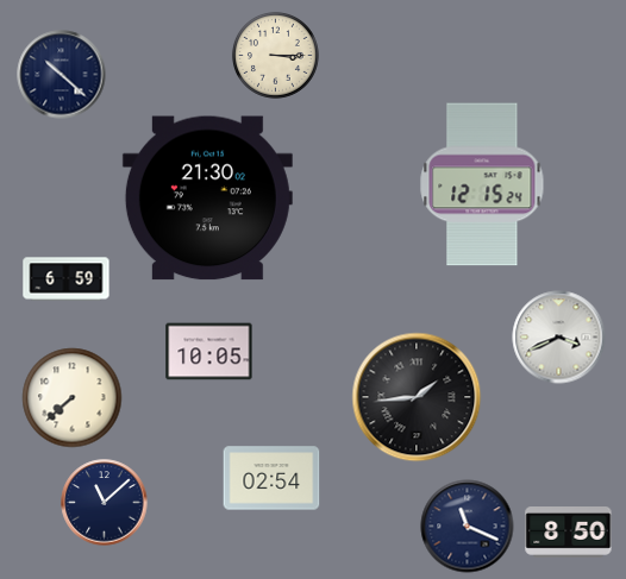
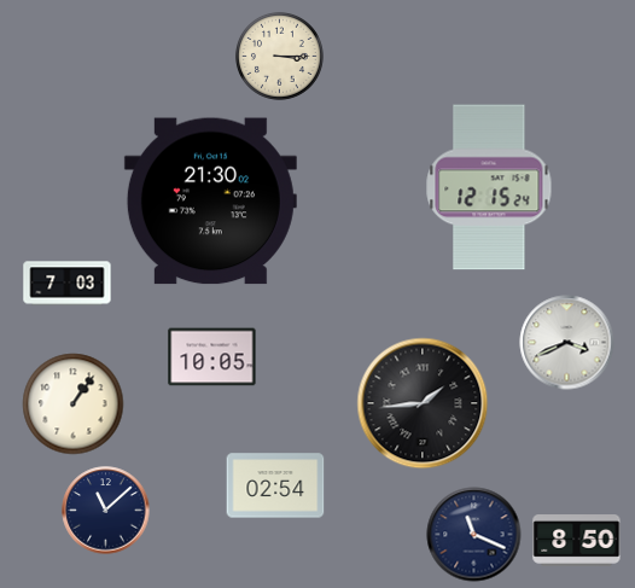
clock at (62, 75): 10:22 -> none
clock at (67, 279): 6:59 -> 7:03
clock at (73, 398): 7:38 -> 1:06
